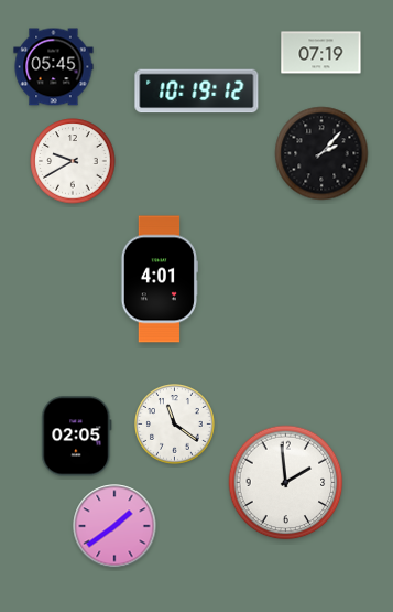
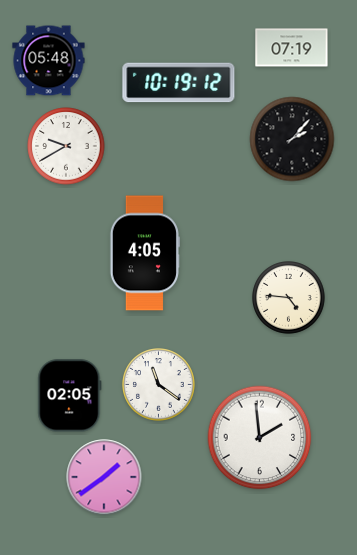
clock at (54, 67): 05:45 -> 05:48
clock at (160, 279): 4:01 -> 4:05
clock at (289, 298): none -> 4:46
